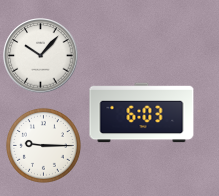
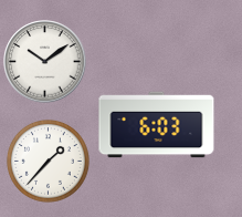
clock at (41, 56): 10:07 -> 10:09
clock at (43, 145): 9:15 -> 1:37
